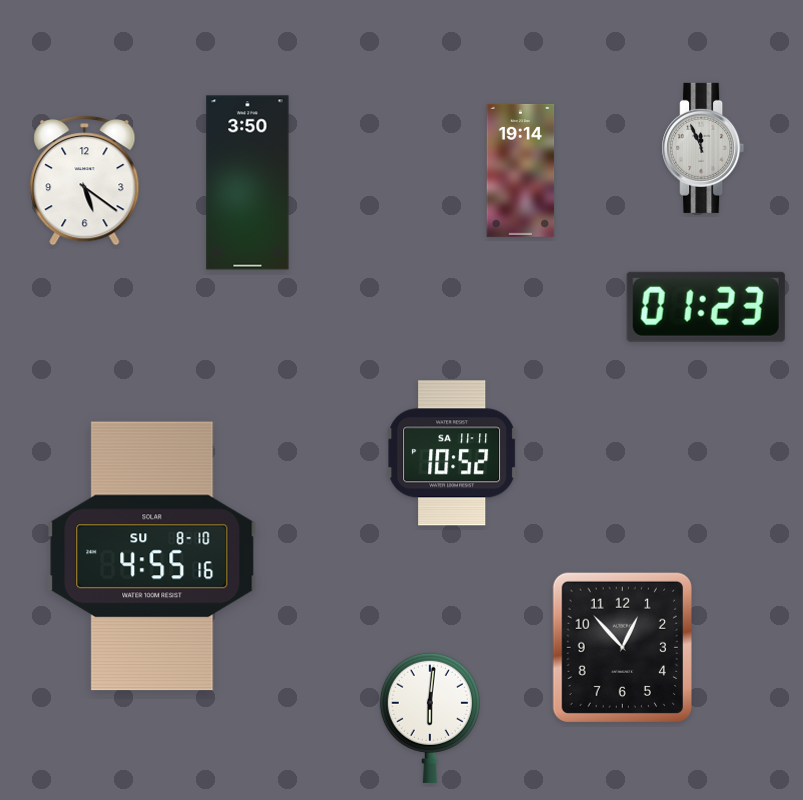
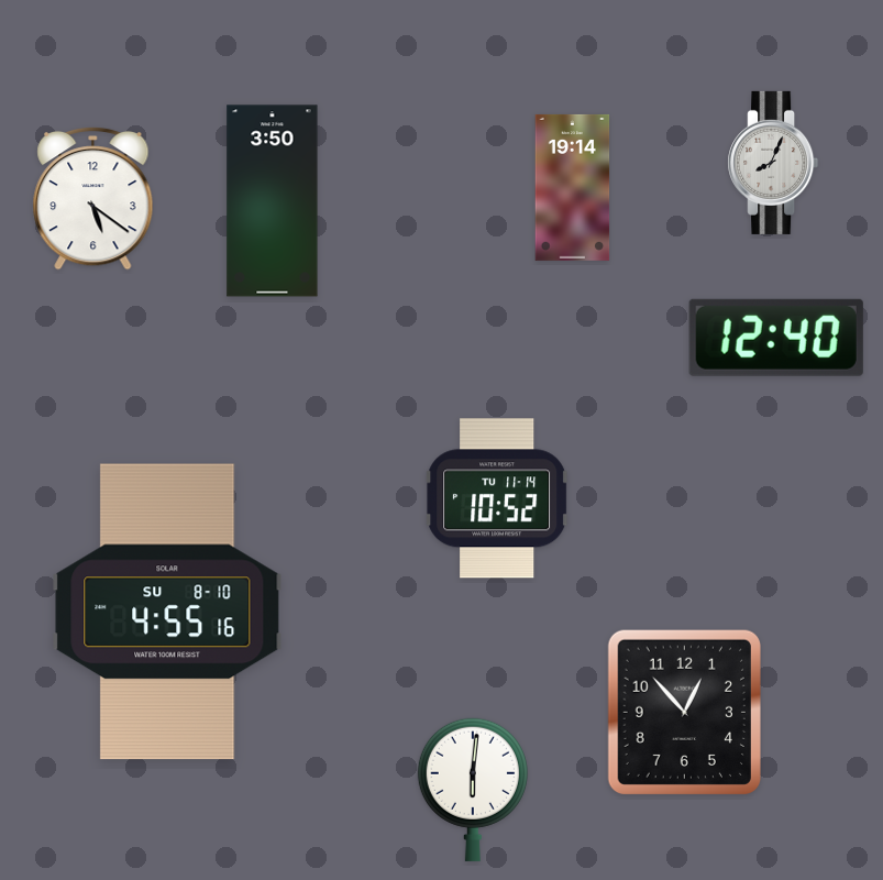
clock at (703, 148): 11:56 -> 8:04
clock at (706, 307): 01:23 -> 12:40
clock at (452, 453) date: SA 11-11 -> TU 11-14
